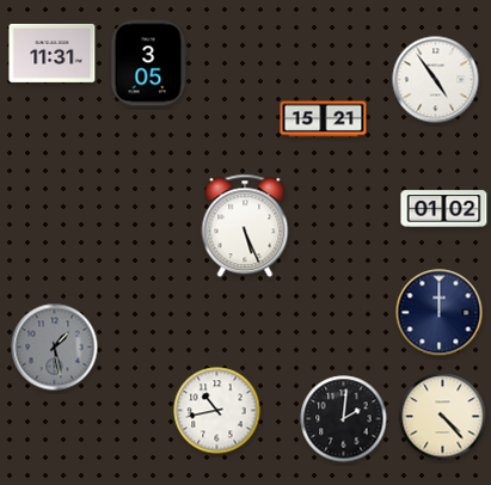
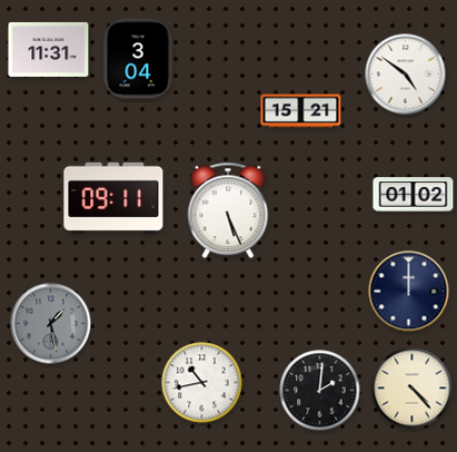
clock at (148, 63): 3:05 -> 3:04
clock at (436, 80): 4:54 -> 4:51
clock at (113, 198): none -> 09:11
